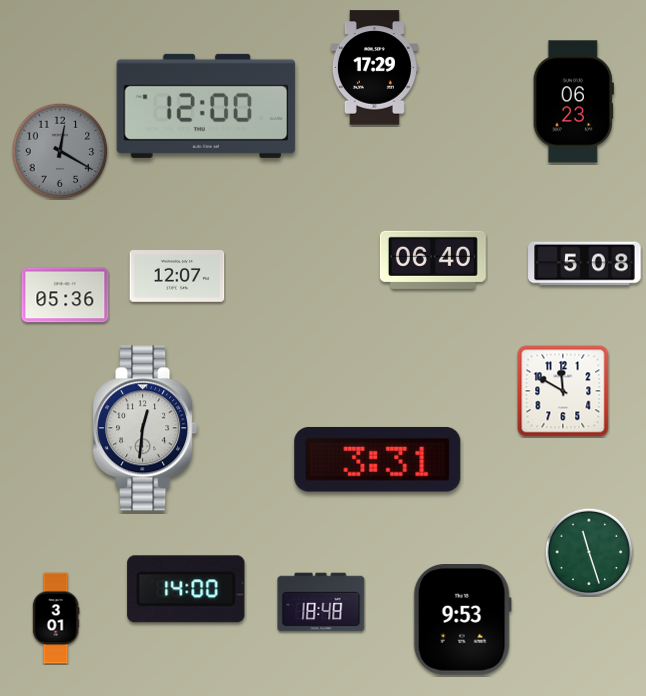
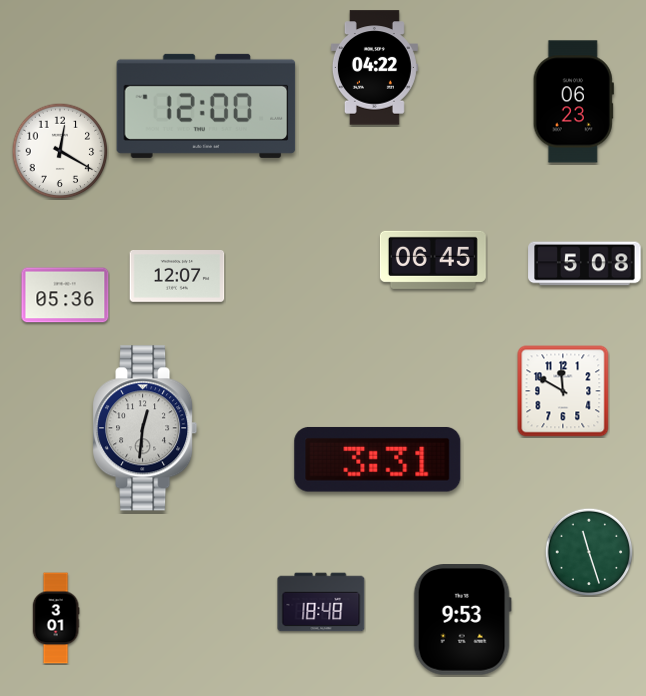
clock at (374, 68): 17:29 -> 04:22
clock at (60, 151) dial: grey -> white
clock at (433, 260): 06:40 -> 06:45
clock at (186, 589): 14:00 -> none
